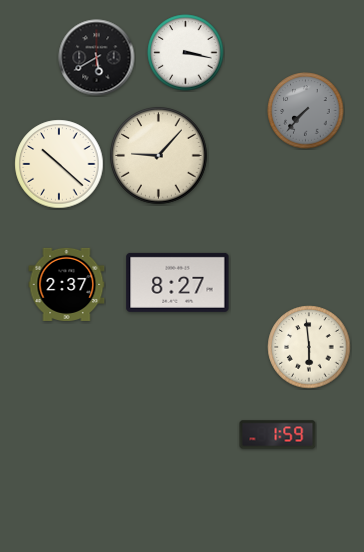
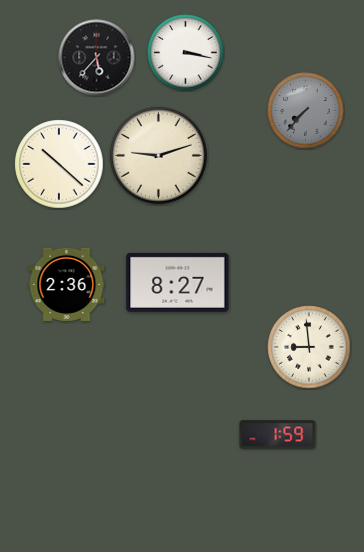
clock at (97, 58): 5:40 -> 5:37
clock at (159, 156): 9:07 -> 9:12
clock at (67, 284): 2:37 -> 2:36
clock at (309, 347): 5:59 -> 8:59
